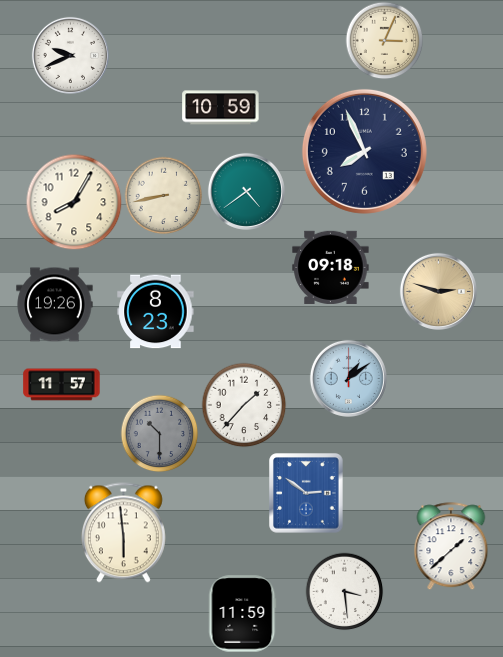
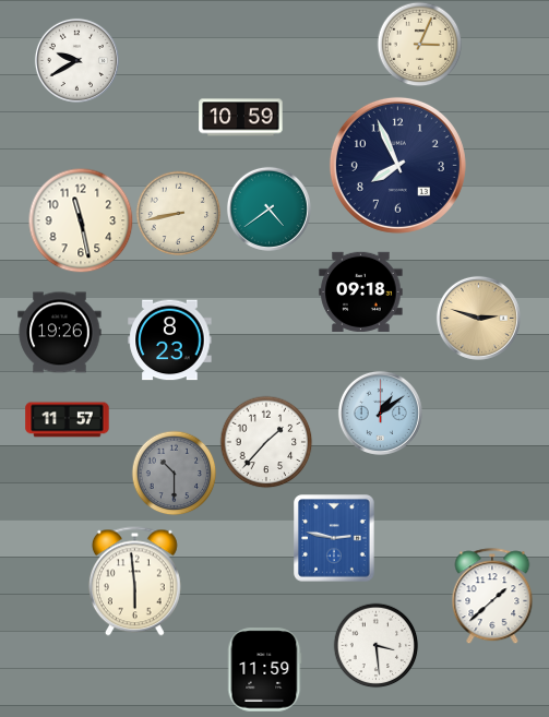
clock at (70, 55): 9:41 -> 9:40
clock at (74, 202): 8:05 -> 11:28
clock at (306, 493): 2:51 -> 2:47
